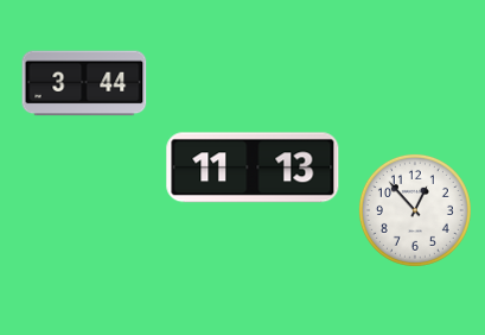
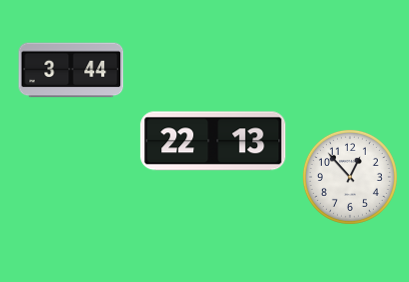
clock at (253, 167): 11:13 -> 22:13
